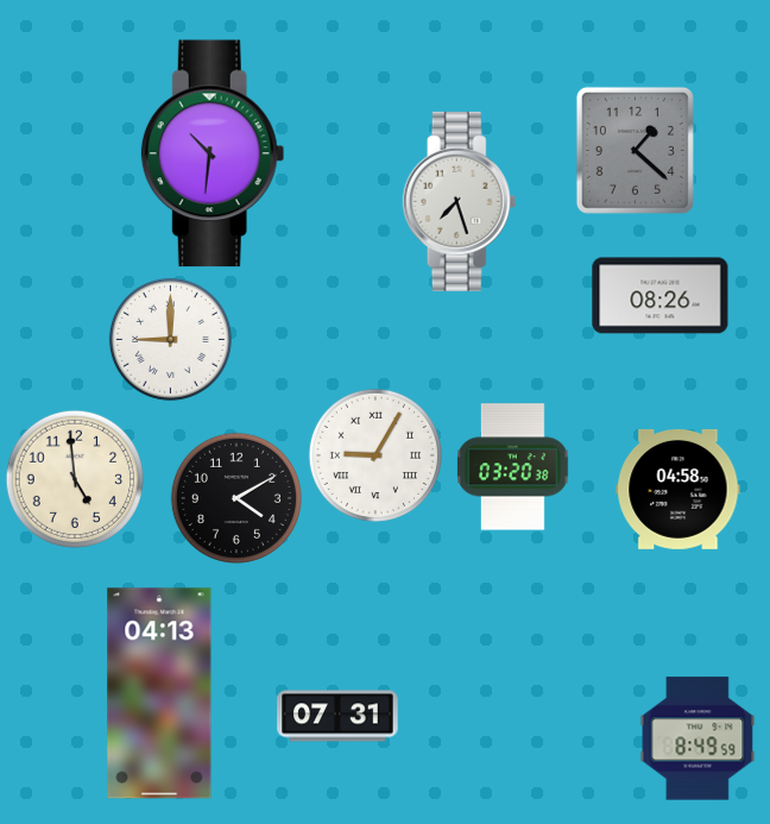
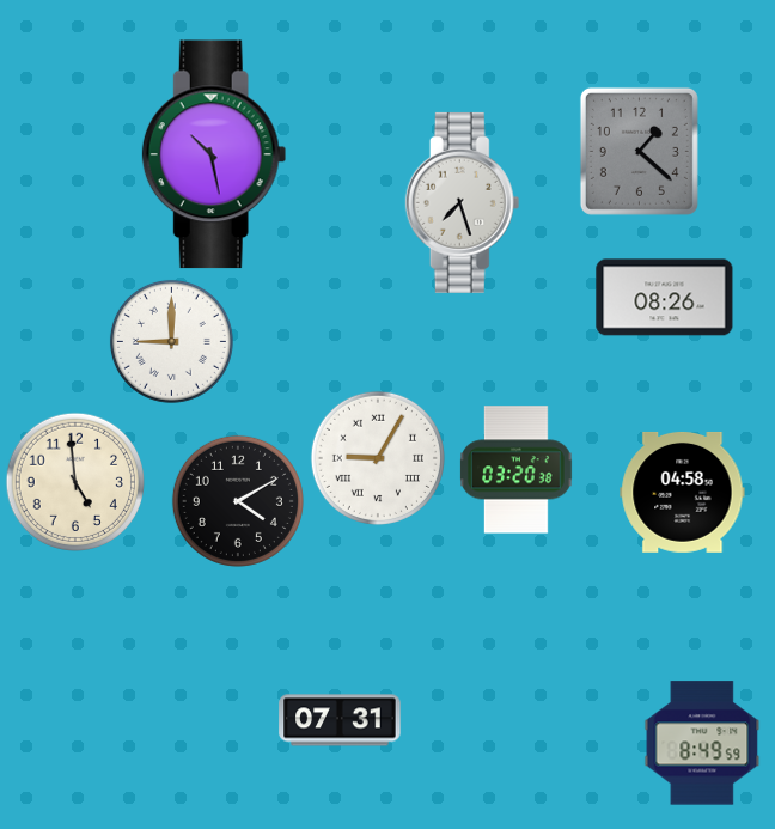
clock at (213, 153): 10:31 -> 10:28
clock at (159, 693): 04:13 -> none
